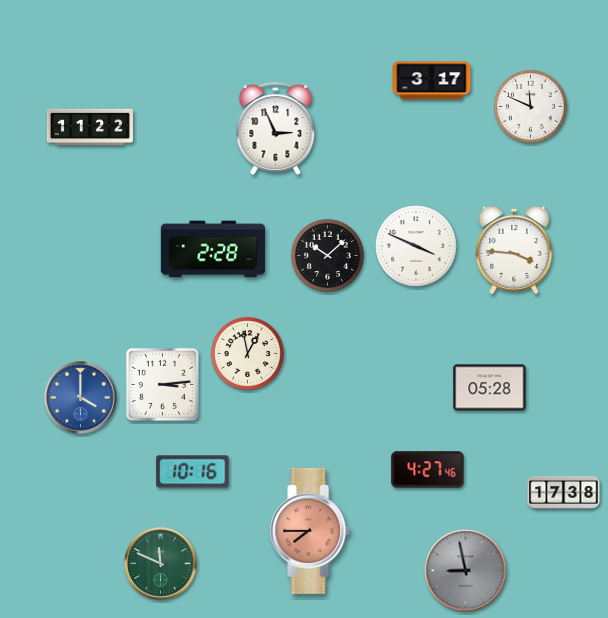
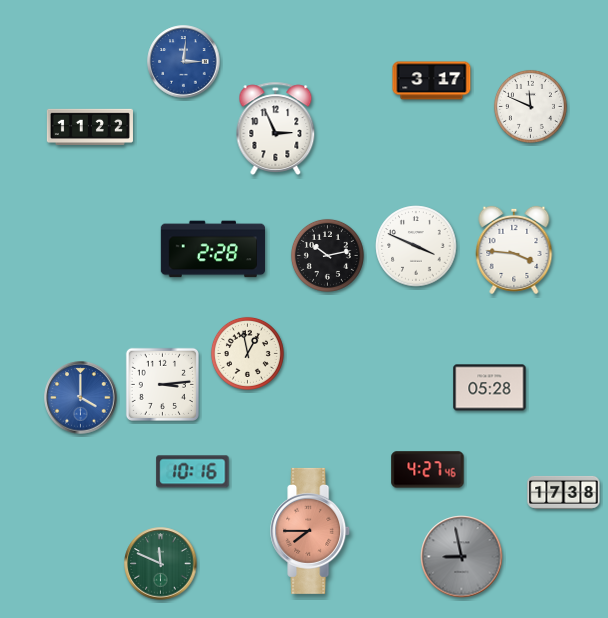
clock at (184, 62): none -> 3:01
clock at (327, 255): 10:08 -> 10:13
clock at (466, 571) position: (466, 571) -> (462, 557)
